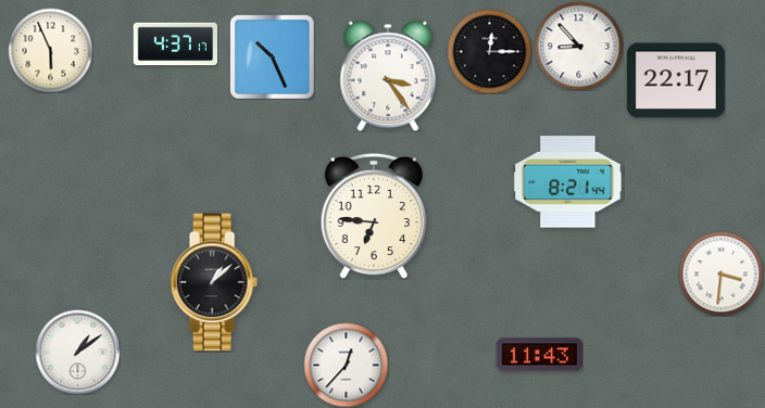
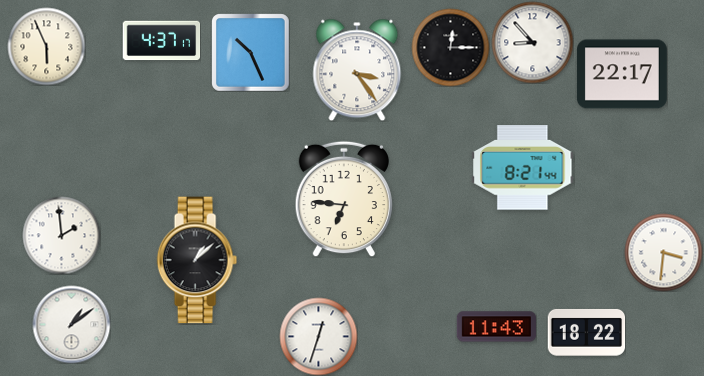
clock at (61, 235): none -> 1:59
clock at (586, 332): none -> 18:22
clock at (346, 365): 12:37 -> 12:33
